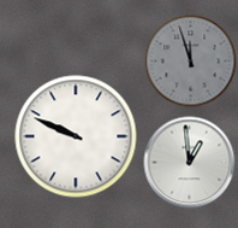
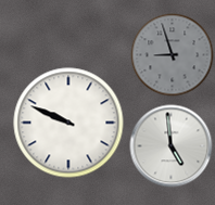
clock at (191, 62): 11:57 -> 8:57
clock at (190, 163): 12:59 -> 4:59
